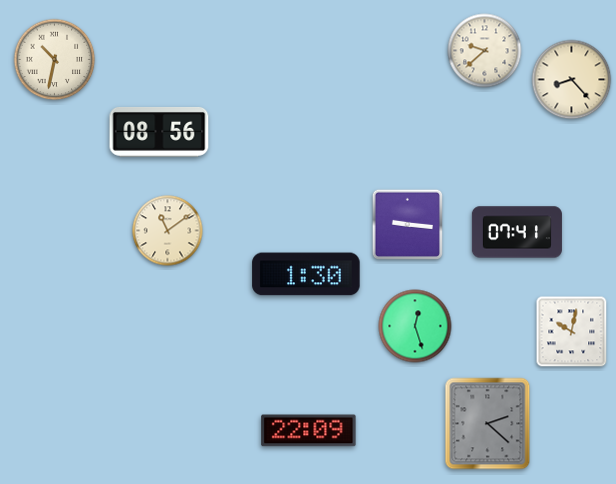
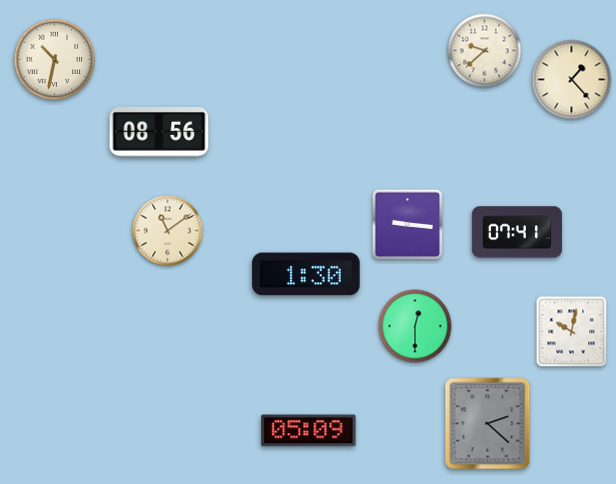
clock at (572, 80): 8:23 -> 1:23
clock at (415, 326): 12:27 -> 12:30
clock at (309, 431): 22:09 -> 05:09
